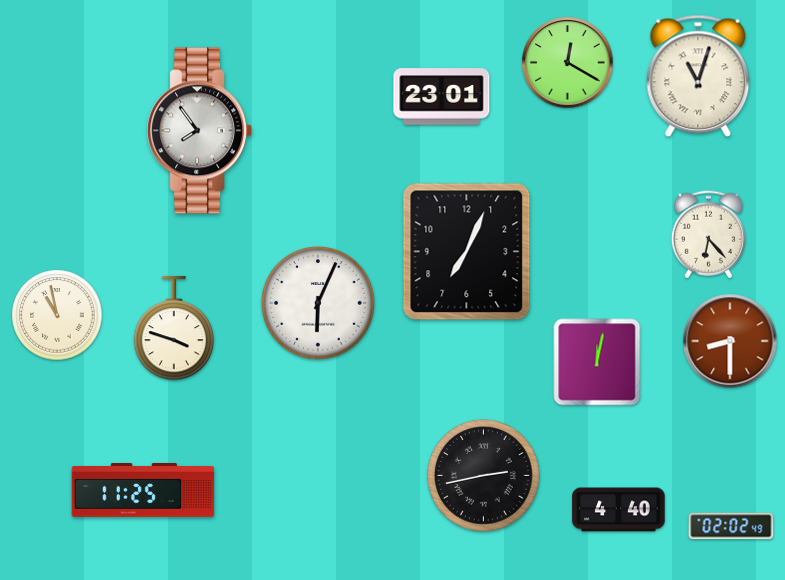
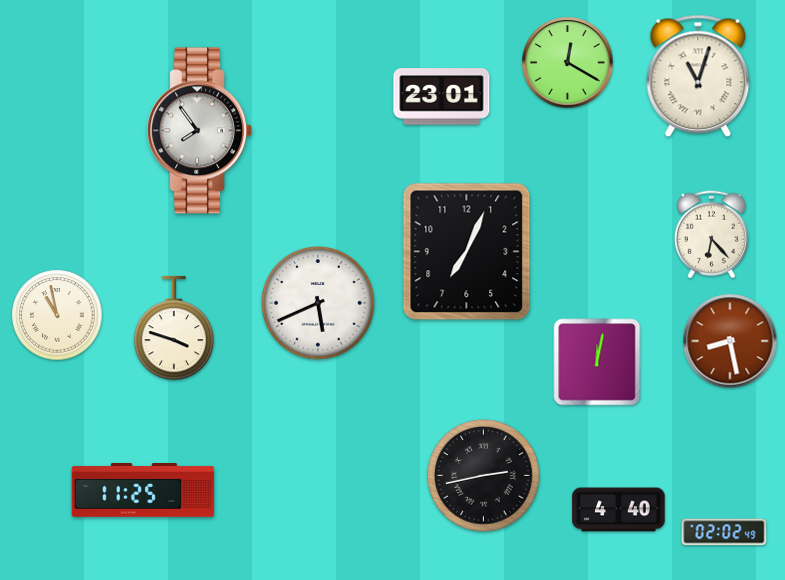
clock at (708, 235) position: (708, 235) -> (711, 235)
clock at (318, 303): 6:04 -> 5:41
clock at (730, 341): 8:30 -> 8:28
clock at (731, 526) position: (731, 526) -> (724, 532)
